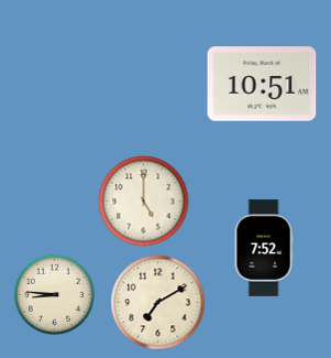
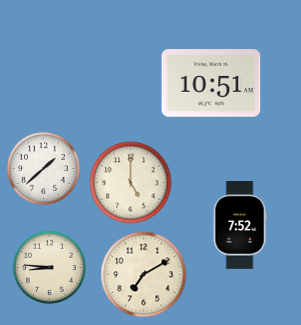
clock at (262, 84) position: (262, 84) -> (211, 83)
clock at (44, 169): none -> 1:38
